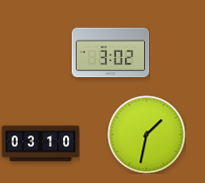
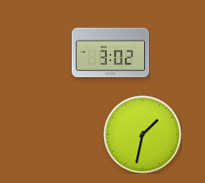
clock at (146, 134) position: (146, 134) -> (142, 134)
clock at (40, 144): 03:10 -> none
